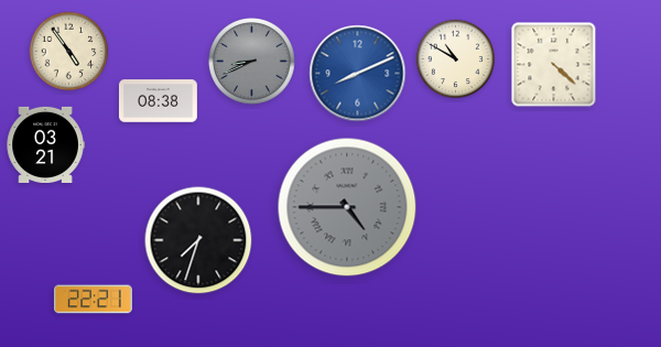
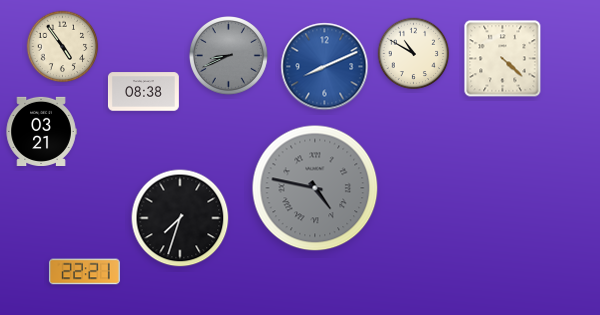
clock at (347, 207): 4:45 -> 4:47
